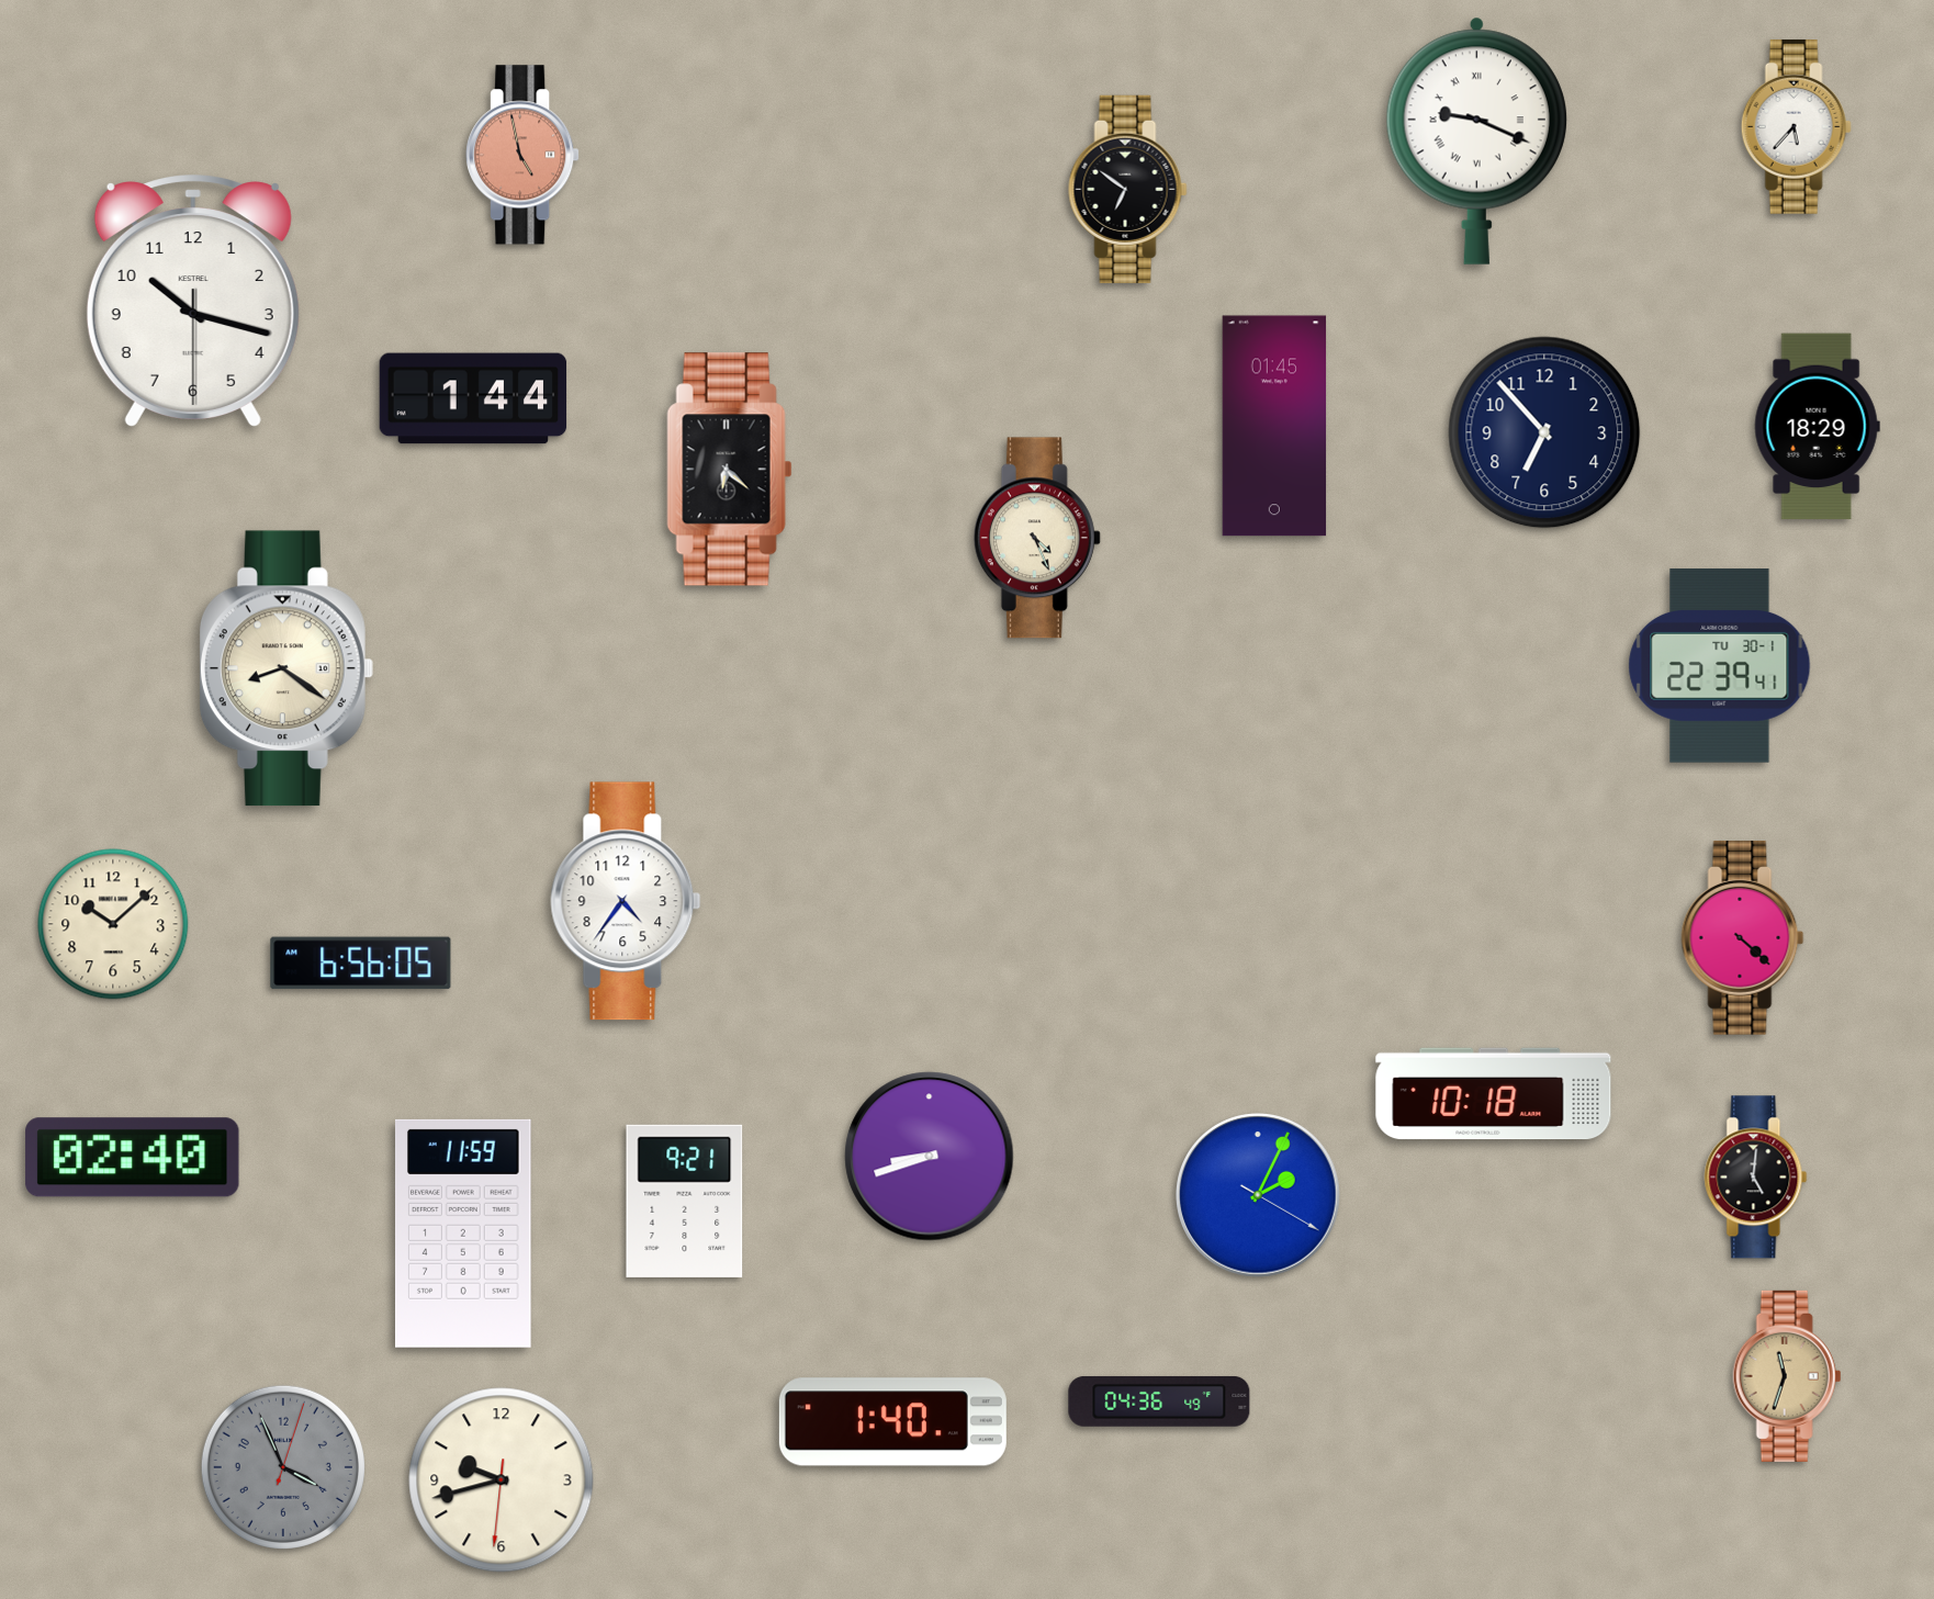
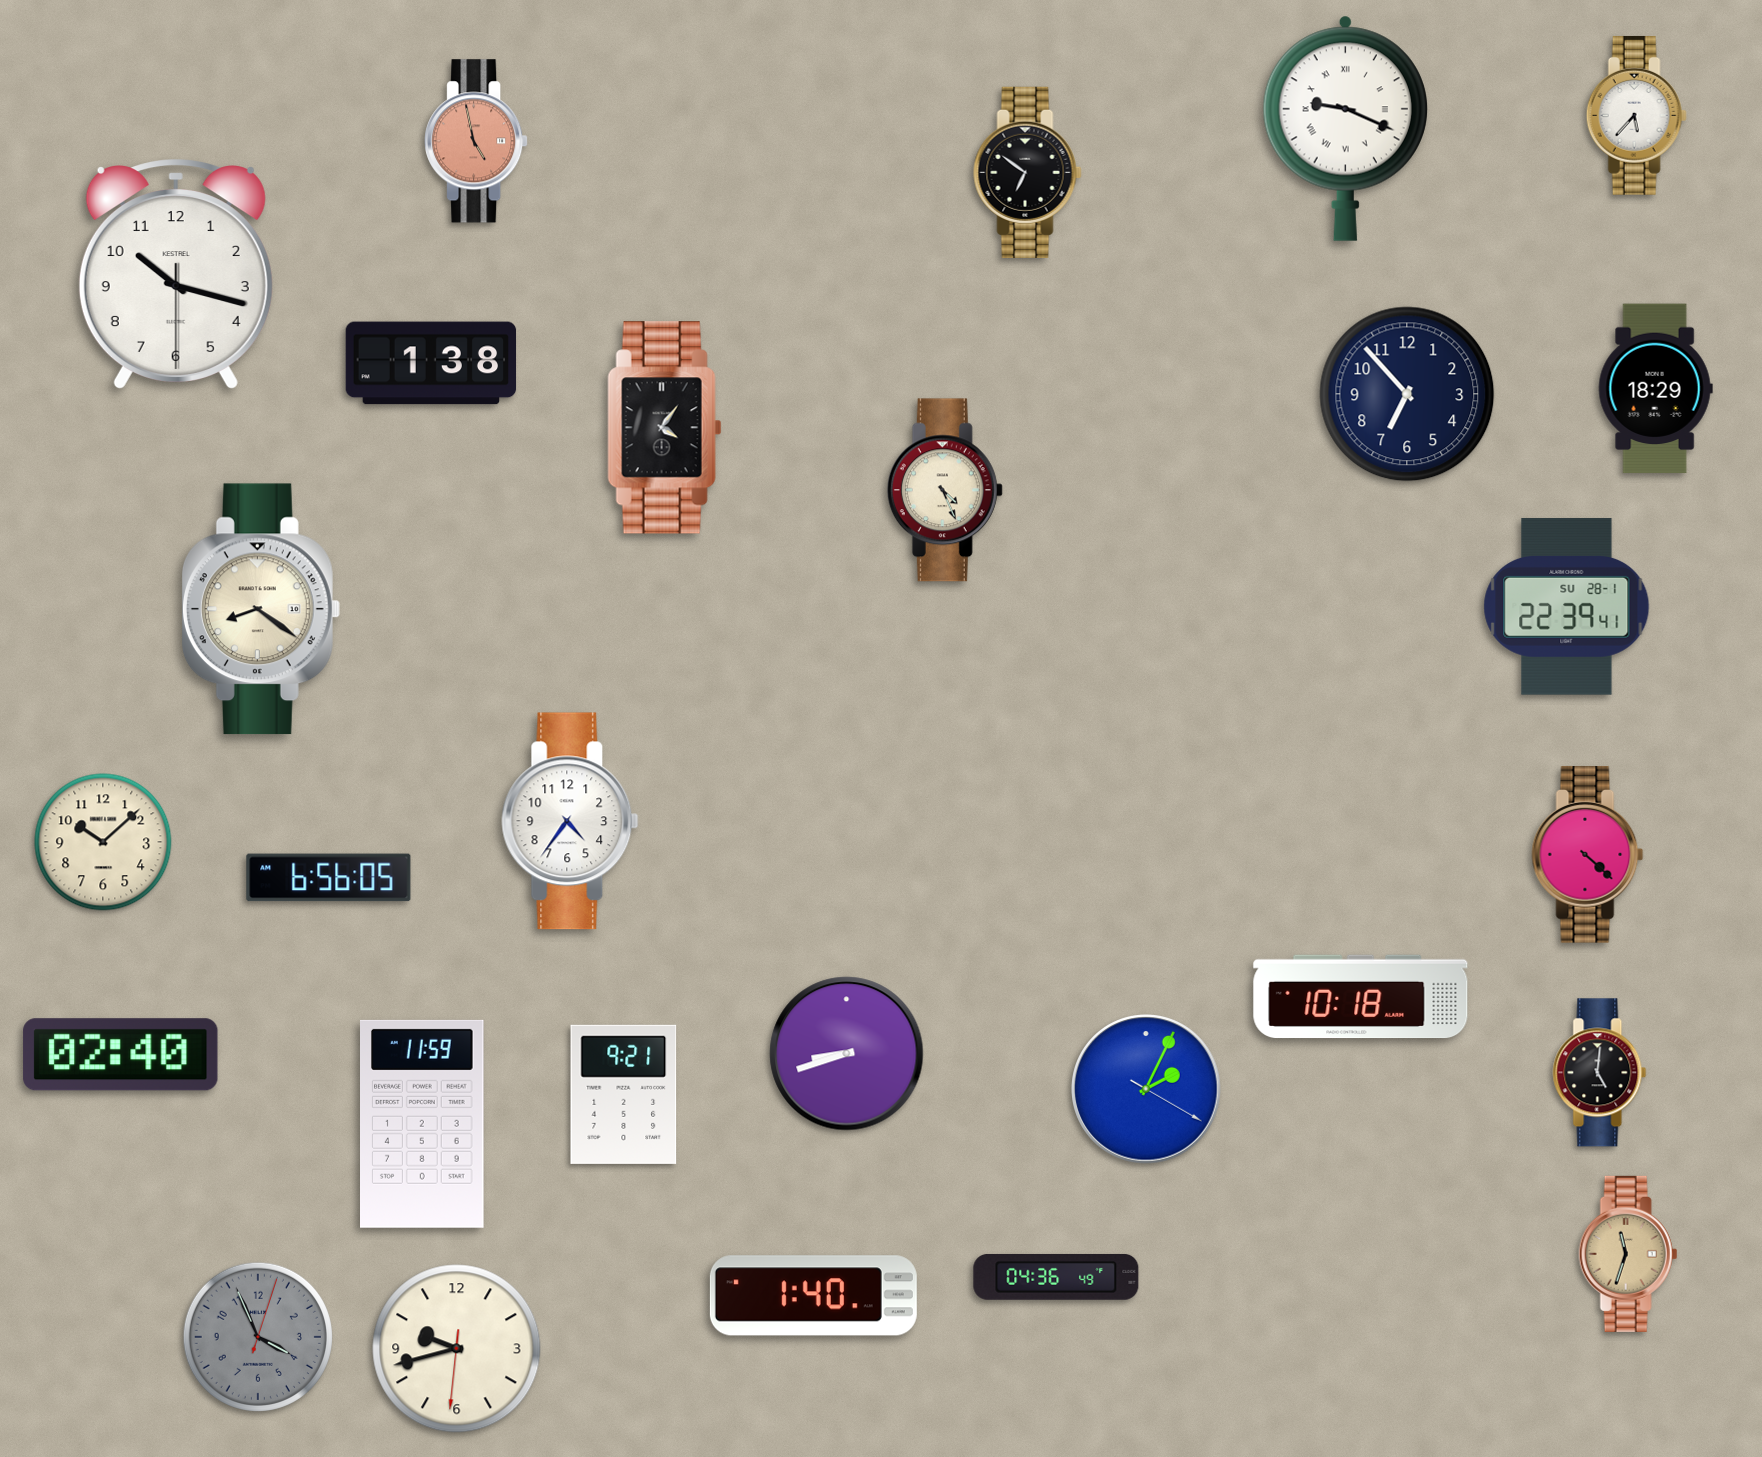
clock at (473, 398): 1:44 -> 1:38
clock at (1274, 426): 01:45 -> none
clock at (730, 470): 6:22 -> 4:06
clock at (1720, 666) date: TU 30-1 -> SU 28-1
